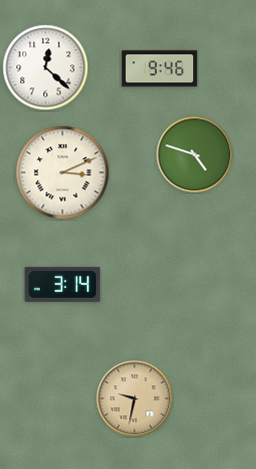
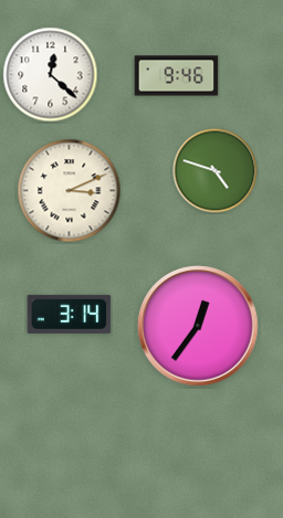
clock at (198, 326): none -> 12:36
clock at (135, 399): 9:32 -> none
